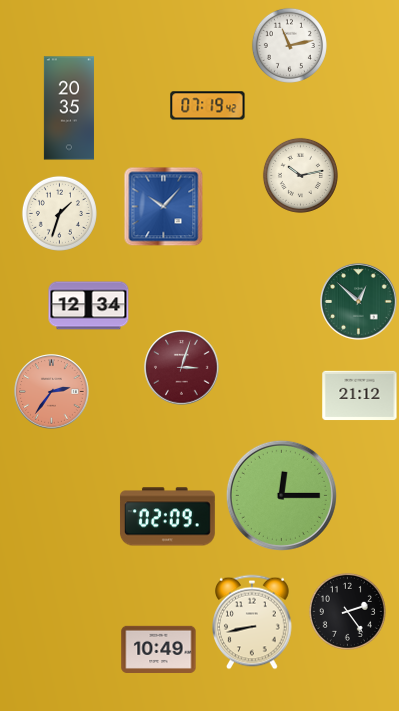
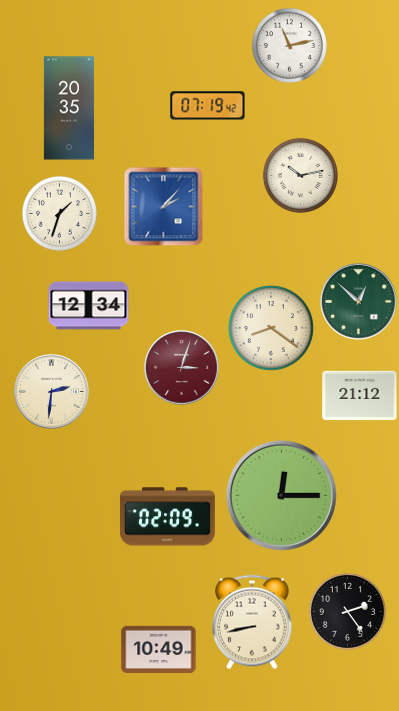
clock at (164, 207): 10:07 -> 2:07
clock at (271, 328): none -> 8:21
clock at (52, 392): 2:36 -> 2:31
clock at (52, 392) dial: salmon -> cream
